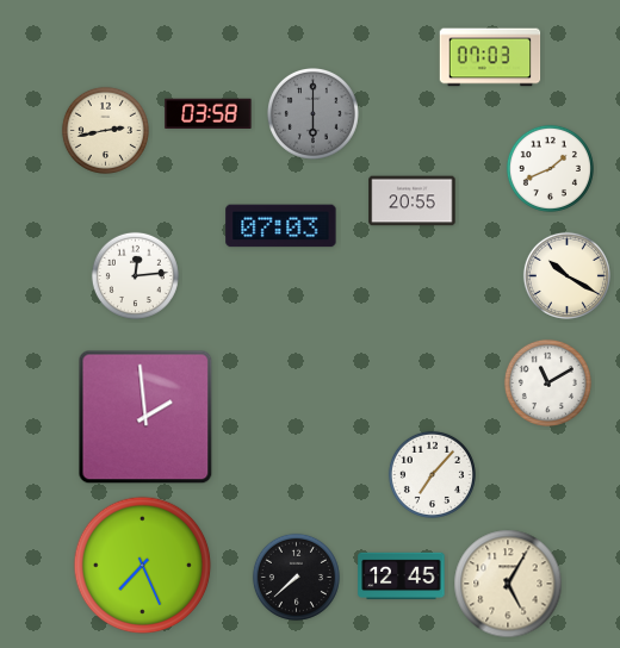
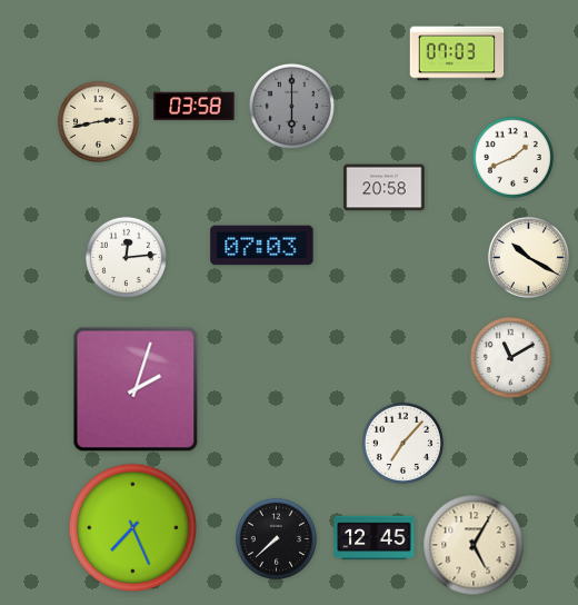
clock at (413, 201): 20:55 -> 20:58
clock at (281, 226) position: (281, 226) -> (262, 246)
clock at (145, 417): 1:59 -> 2:03
